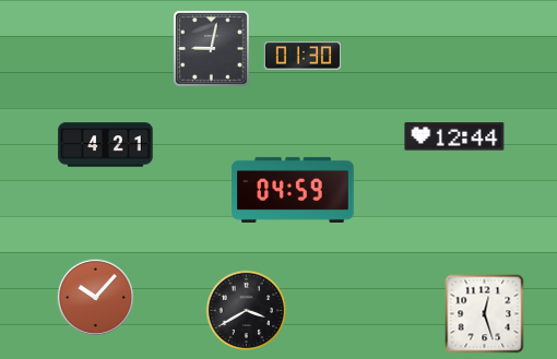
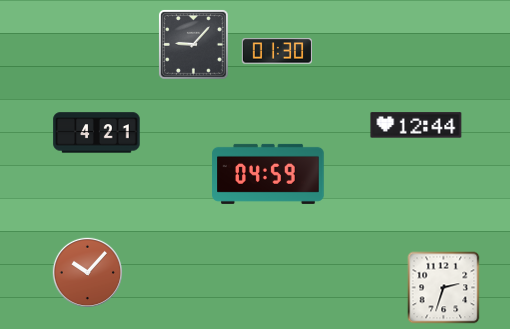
clock at (211, 48): 9:02 -> 9:07
clock at (247, 311): 3:40 -> none
clock at (485, 314): 12:27 -> 2:33
